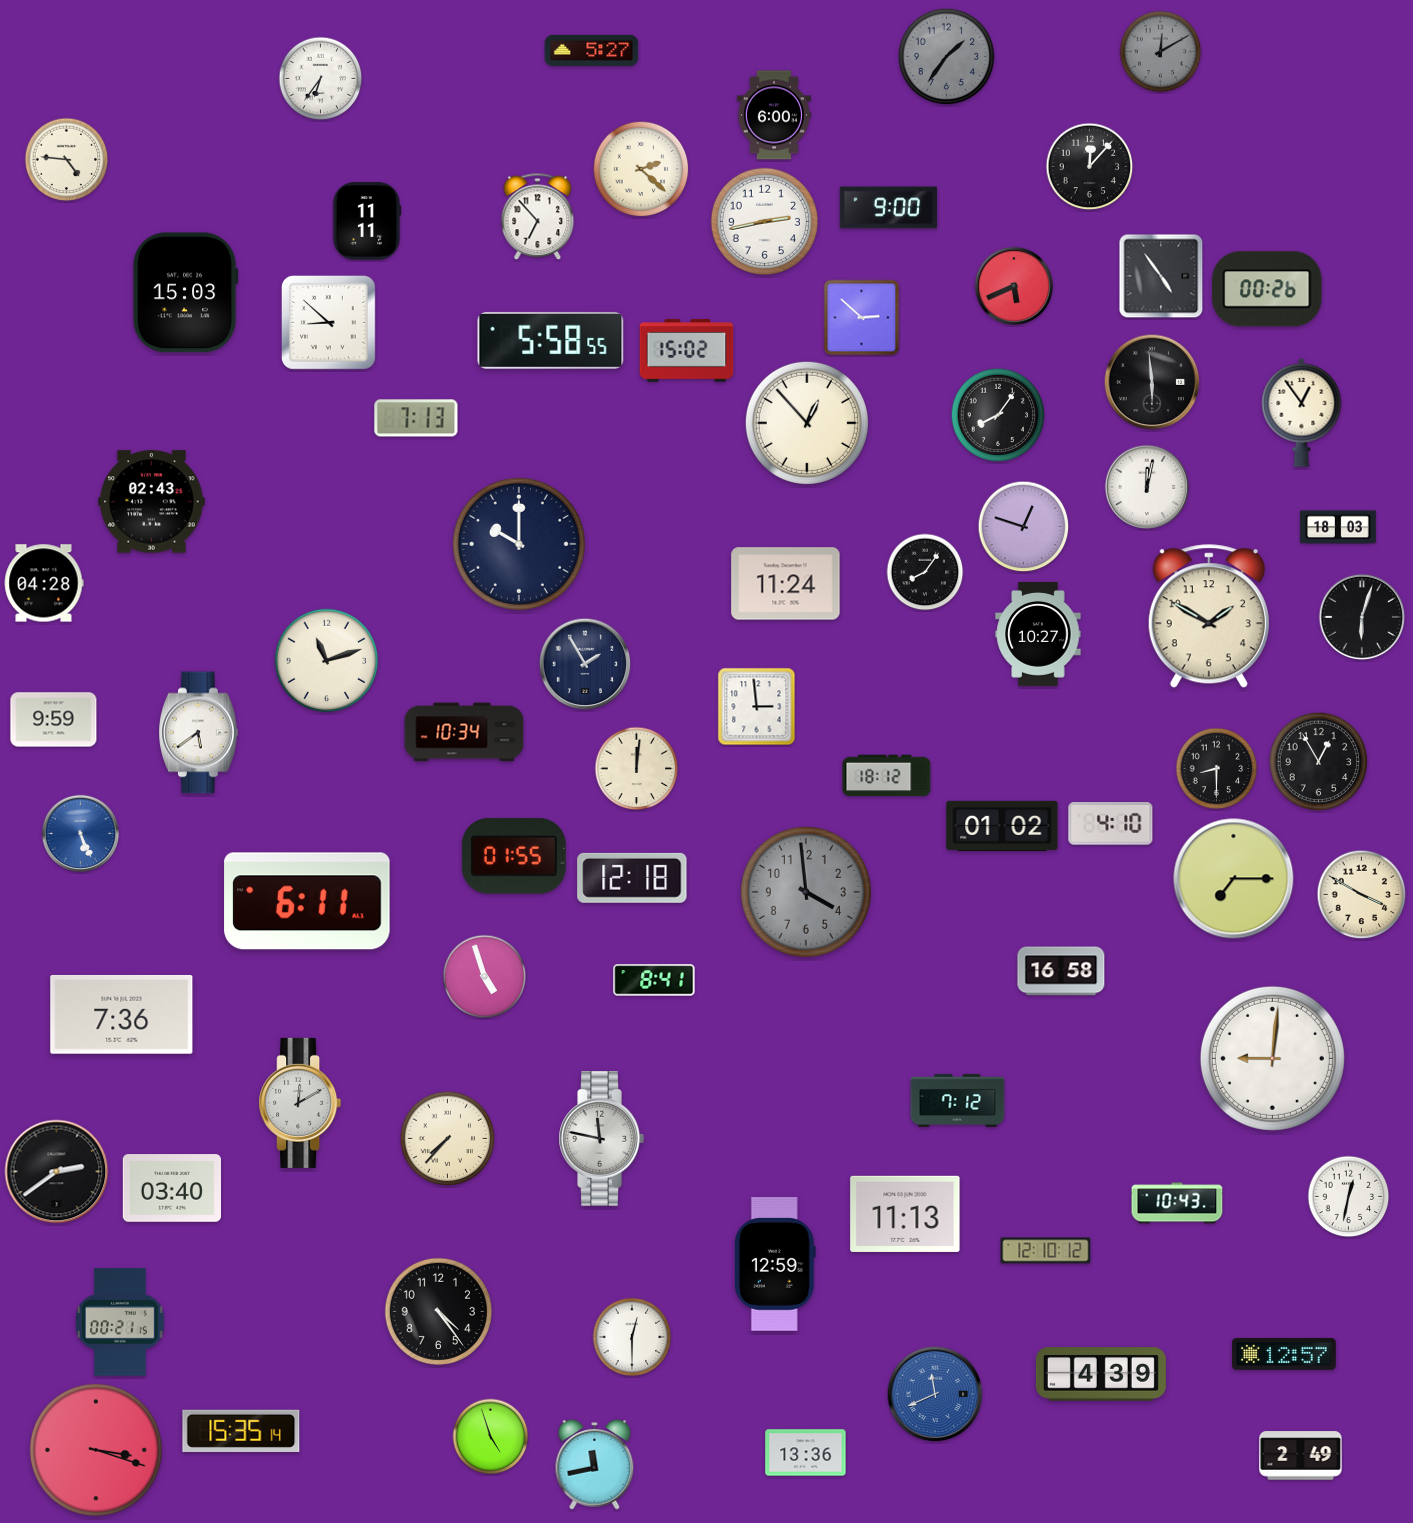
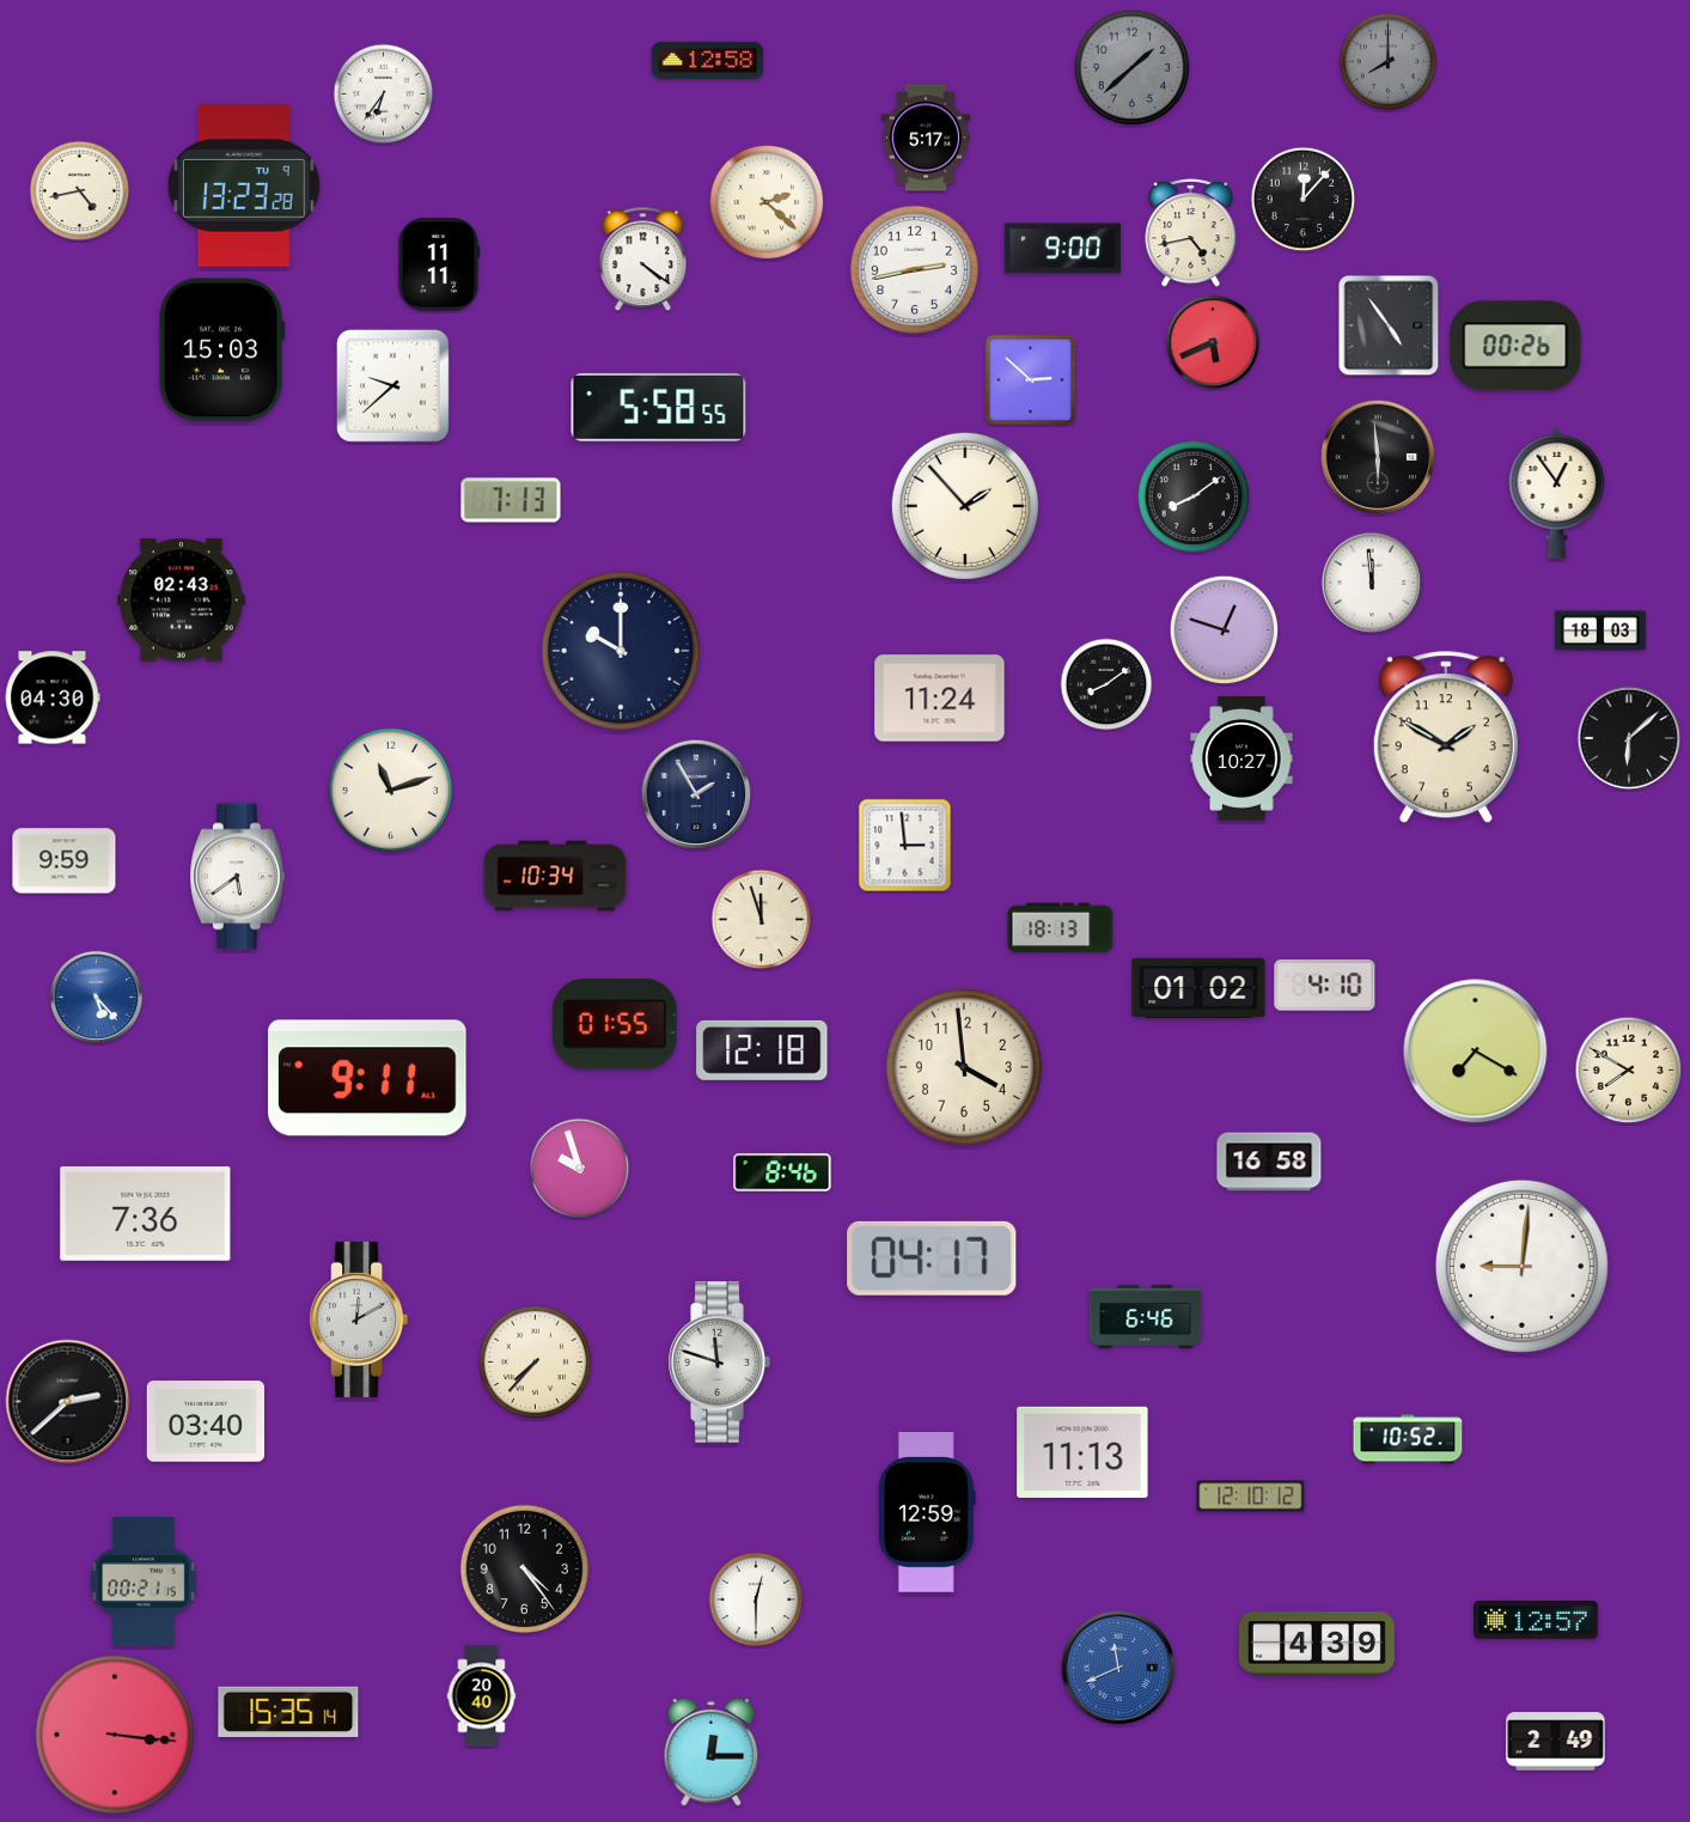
clock at (592, 50): 5:27 -> 12:58
clock at (1161, 52): 12:10 -> 8:00
clock at (947, 57): 1:36 -> 1:38
clock at (774, 115): 6:00 -> 5:17
clock at (244, 185): none -> 13:23
clock at (67, 160): 4:46 -> 4:43
clock at (1191, 233): none -> 4:43
clock at (538, 217): 6:53 -> 4:21
clock at (764, 221) position: (764, 221) -> (914, 269)
clock at (1161, 276) position: (1161, 276) -> (1389, 325)
clock at (328, 322): 8:52 -> 9:38
clock at (687, 351): 15:02 -> none
clock at (998, 415): 8:06 -> 8:09
clock at (416, 418) position: (416, 418) -> (511, 500)
clock at (807, 423): 12:53 -> 1:53
clock at (1147, 487): 12:02 -> 11:59
clock at (925, 572): 8:06 -> 8:09
clock at (44, 583): 04:28 -> 04:30
clock at (1362, 617): 6:03 -> 6:08
clock at (585, 664) position: (585, 664) -> (696, 794)
clock at (1319, 762): 12:55 -> none
clock at (637, 769): 12:01 -> 11:57
clock at (1217, 769): 8:30 -> none
clock at (887, 776): 18:12 -> 18:13
clock at (1111, 824) position: (1111, 824) -> (1325, 986)
clock at (80, 833): 5:26 -> 5:23
clock at (632, 878) position: (632, 878) -> (762, 1050)
clock at (1234, 879): 7:15 -> 7:20
clock at (806, 892) dial: grey -> cream
clock at (1362, 895): 3:50 -> 7:50
clock at (307, 901): 6:11 -> 9:11
clock at (485, 977): 4:57 -> 9:57
clock at (654, 980): 8:41 -> 8:46
clock at (932, 1259): none -> 04:17
clock at (958, 1100): 7:12 -> 6:46
clock at (601, 1139): 11:47 -> 11:48
clock at (57, 1172): 2:39 -> 2:38
clock at (1349, 1197): 12:32 -> none
clock at (1177, 1203): 10:43 -> 10:52
clock at (482, 1696): none -> 20:40
clock at (491, 1437): 4:57 -> none
clock at (96, 1450): 3:18 -> 3:16
clock at (806, 1453): 13:36 -> none
clock at (595, 1465): 11:43 -> 12:15
